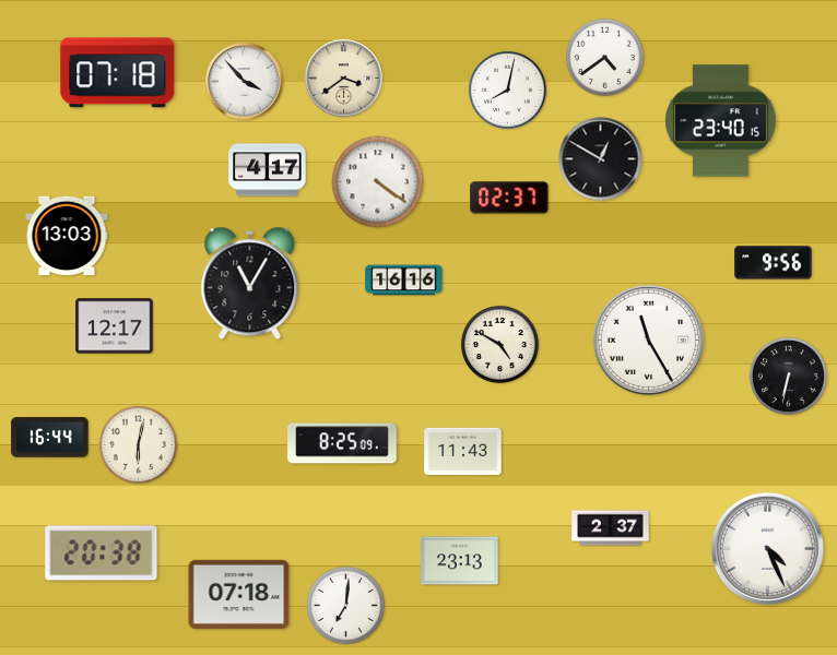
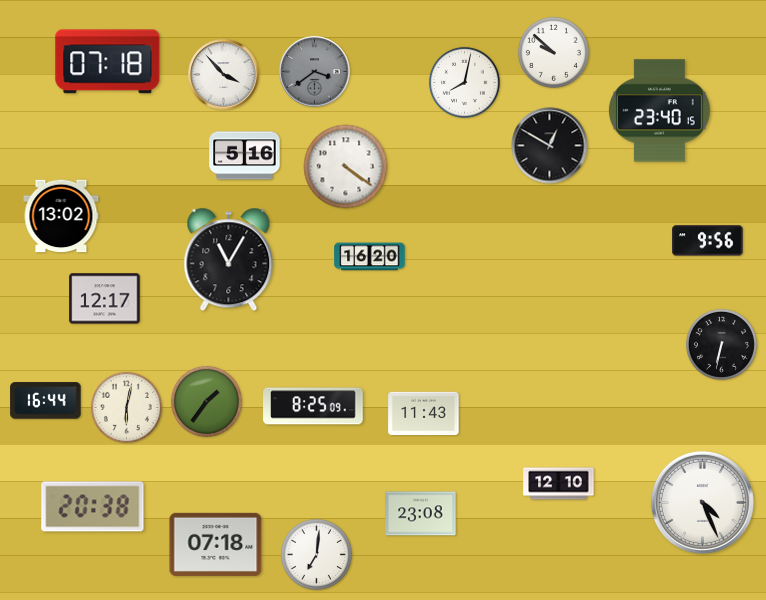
clock at (604, 57): 4:39 -> 9:52
clock at (118, 73) position: (118, 73) -> (108, 62)
clock at (344, 79) dial: cream -> grey
clock at (268, 170): 4:17 -> 5:16
clock at (509, 198): 02:37 -> none
clock at (67, 236): 13:03 -> 13:02
clock at (404, 281): 16:16 -> 16:20
clock at (648, 340): 11:25 -> none
clock at (499, 344): 4:50 -> none
clock at (206, 401): none -> 1:36
clock at (611, 528): 2:37 -> 12:10
clock at (460, 561): 23:13 -> 23:08
clock at (239, 594) position: (239, 594) -> (216, 544)
